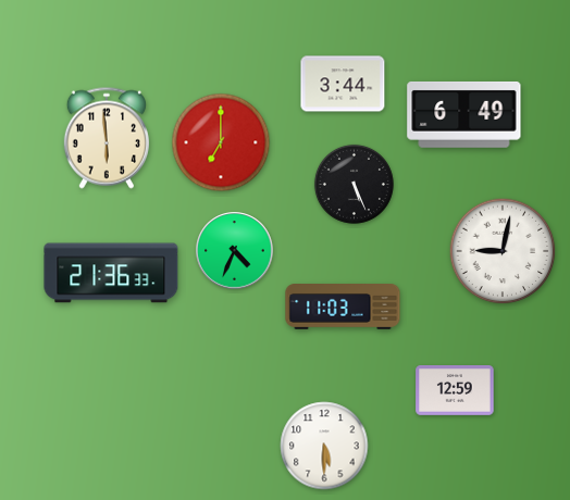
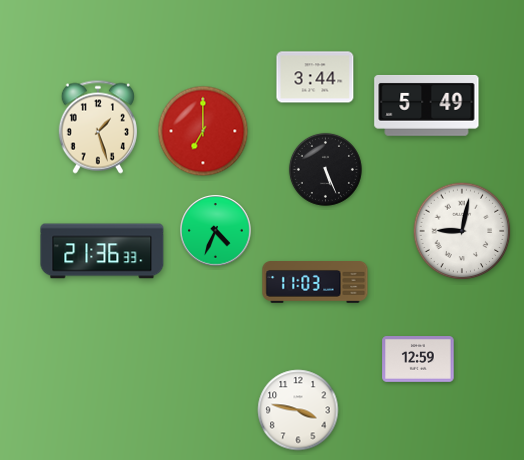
clock at (464, 115): 6:49 -> 5:49
clock at (107, 138): 5:59 -> 1:27
clock at (324, 446): 5:30 -> 3:47
